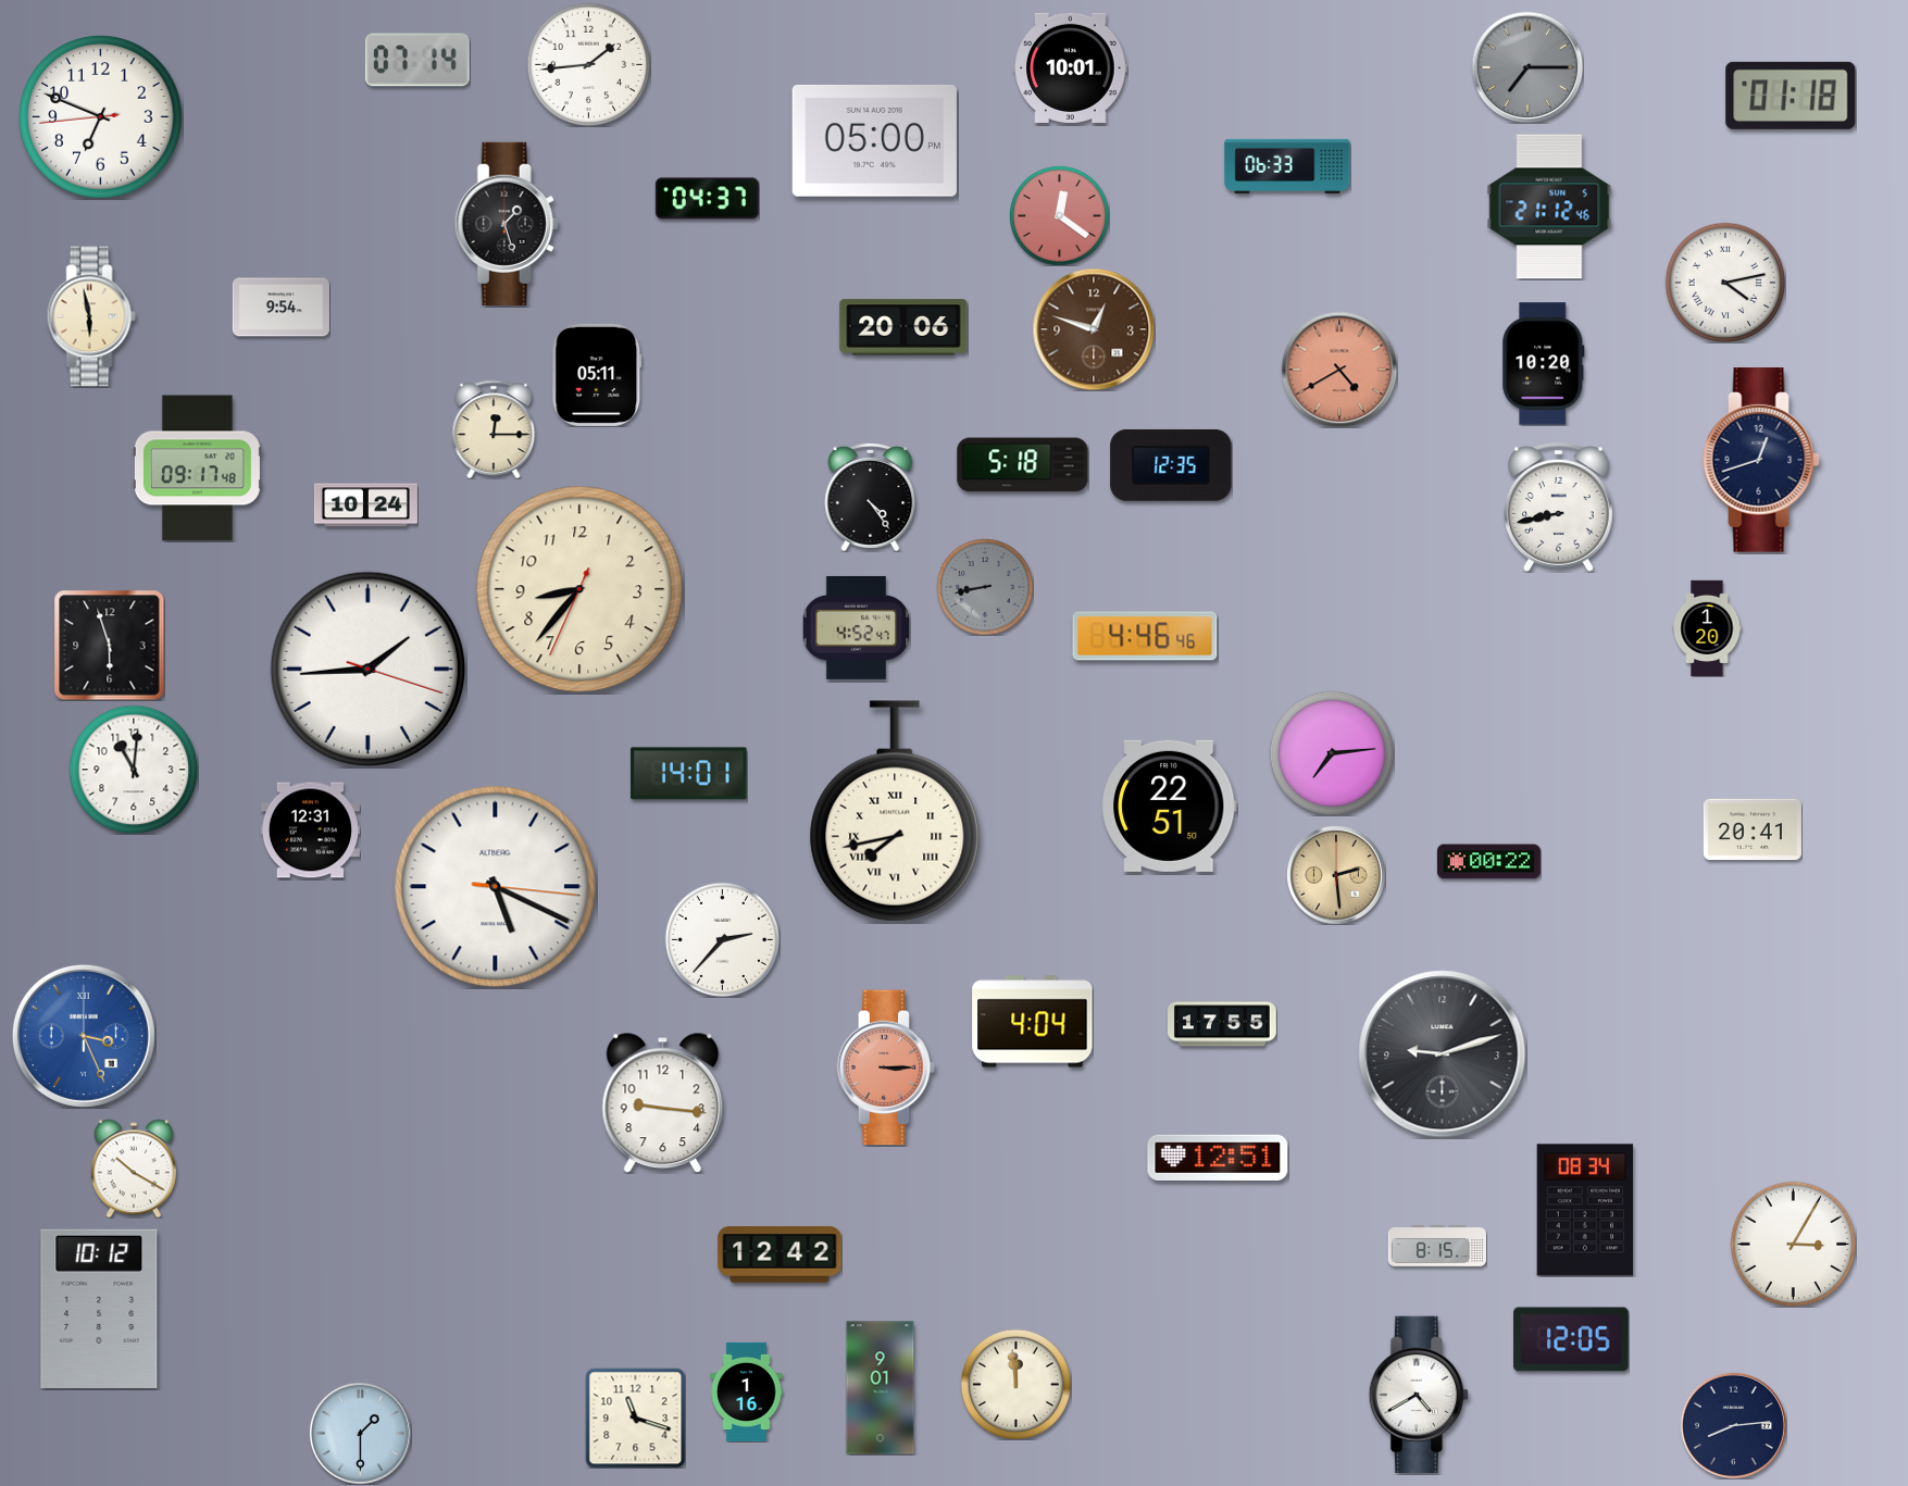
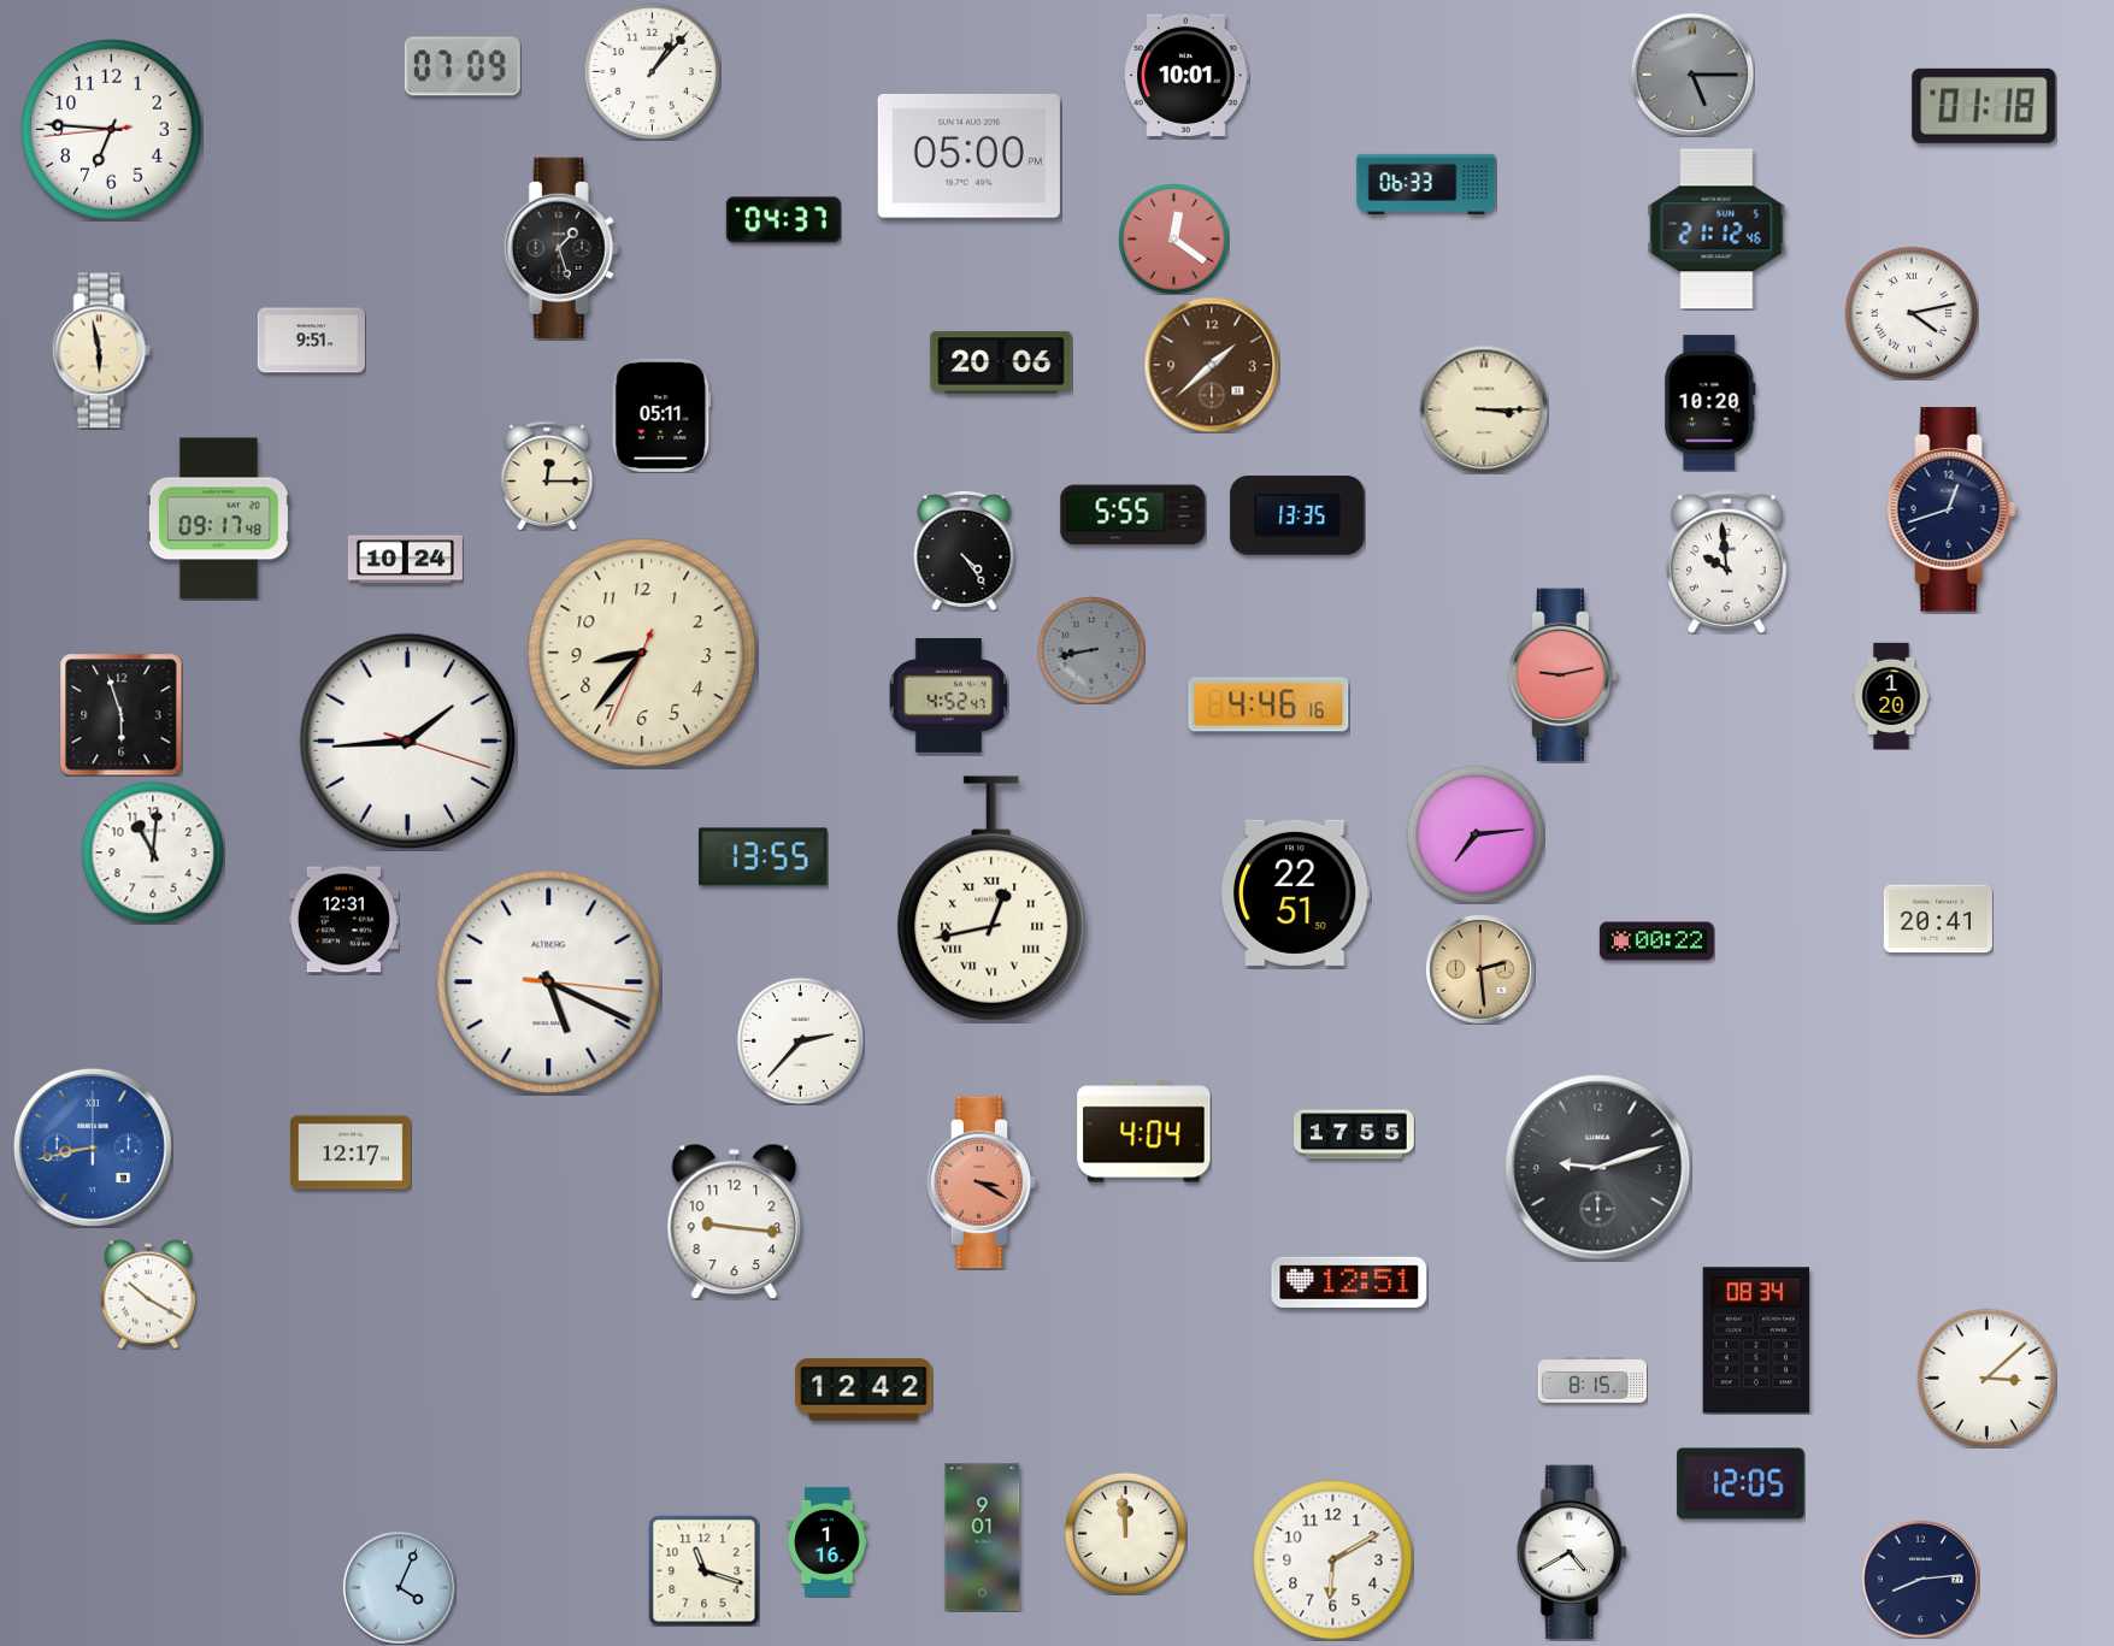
clock at (417, 60): 07:14 -> 07:09
clock at (588, 64): 1:44 -> 1:07
clock at (1527, 67): 7:15 -> 5:15
clock at (101, 117): 6:48 -> 6:45
clock at (280, 308): 9:54 -> 9:51
clock at (1094, 329): 12:48 -> 1:38
clock at (1339, 370): 4:40 -> 3:15
clock at (1339, 370) dial: salmon -> cream
clock at (1023, 465): 5:18 -> 5:55
clock at (1171, 465): 12:35 -> 13:35
clock at (1559, 508): 8:43 -> 9:59
clock at (1564, 675): none -> 9:13
clock at (1145, 636): 4:46:46 -> 4:46:16
clock at (134, 770) position: (134, 770) -> (153, 853)
clock at (689, 774): 14:01 -> 13:55
clock at (895, 811): 7:43 -> 12:43
clock at (1753, 829) position: (1753, 829) -> (1938, 919)
clock at (1488, 862) position: (1488, 862) -> (1656, 942)
clock at (84, 1036): 3:26 -> 8:43
clock at (351, 1152): none -> 12:17
clock at (886, 1067): 3:15 -> 3:20
clock at (1793, 1244): 3:05 -> 3:08
clock at (99, 1308): 10:12 -> none
clock at (881, 1388) position: (881, 1388) -> (983, 1538)
clock at (1419, 1395) position: (1419, 1395) -> (1572, 1552)
clock at (1333, 1561): none -> 6:10
clock at (360, 1433): 1:30 -> 4:04
